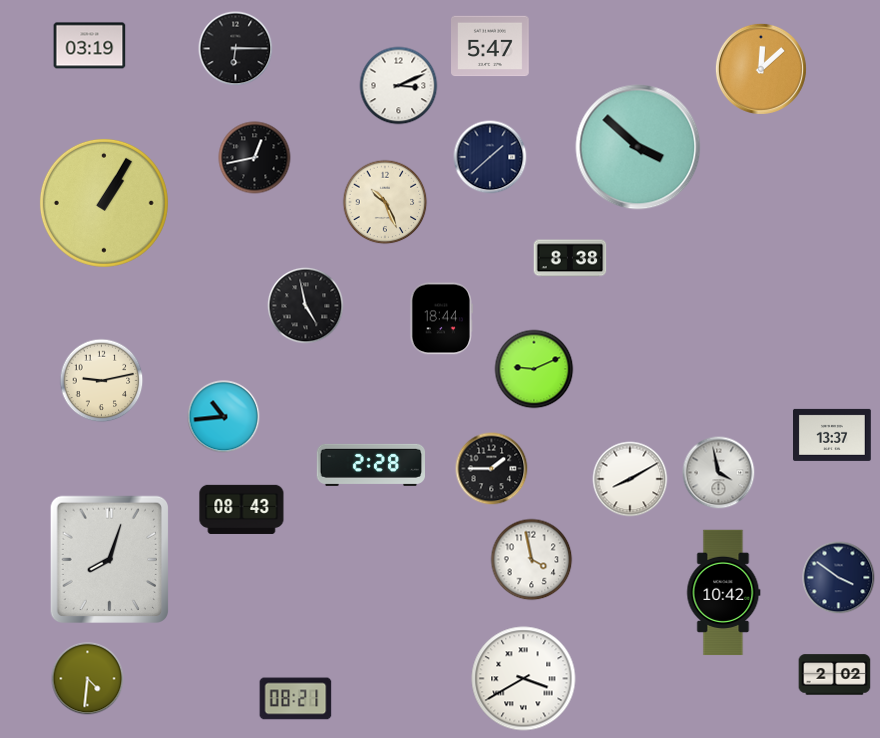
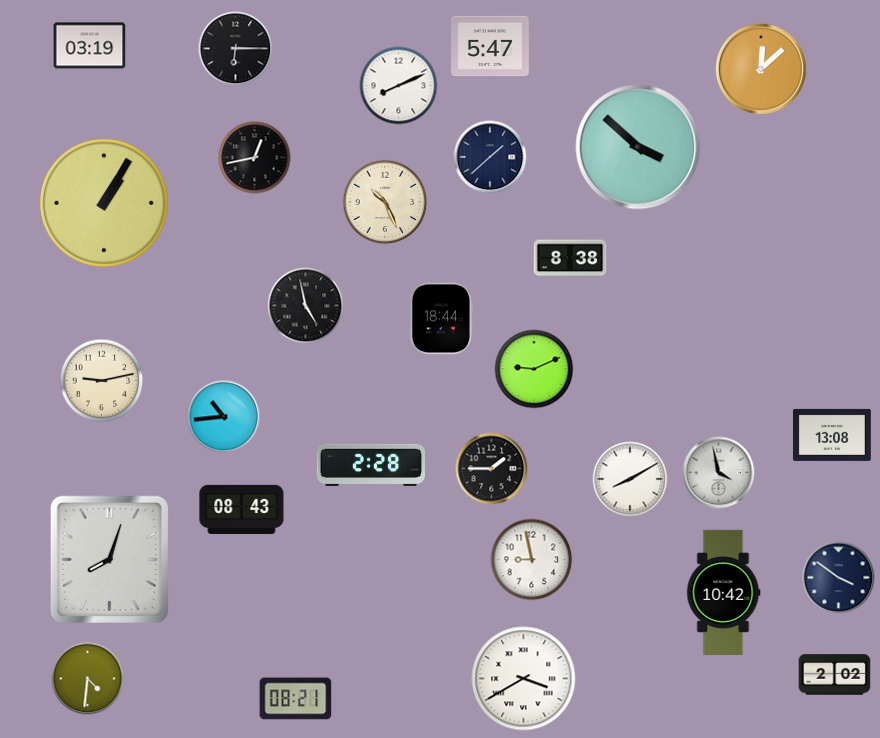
clock at (399, 86): 3:11 -> 8:11
clock at (833, 435): 13:37 -> 13:08
clock at (532, 560): 3:58 -> 8:58
